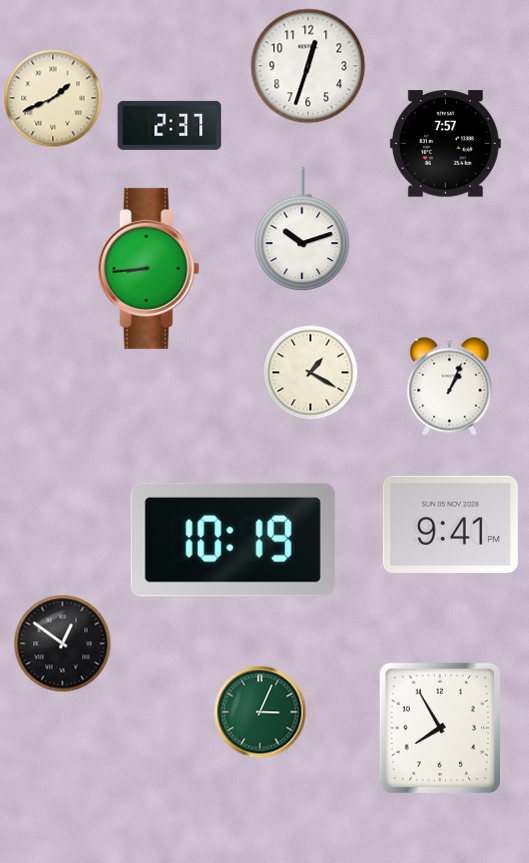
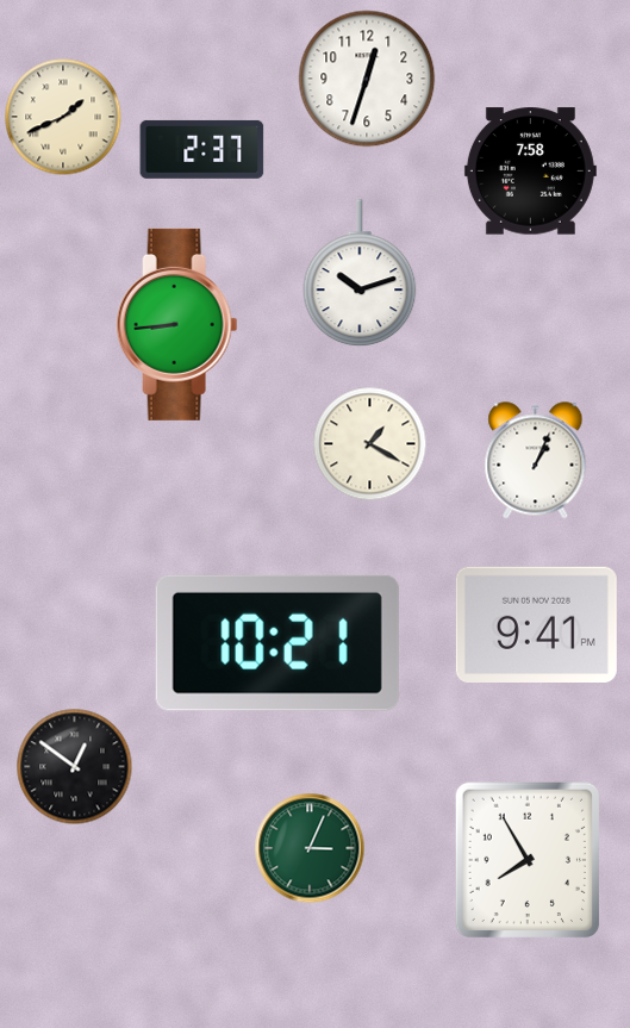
clock at (445, 144): 7:57 -> 7:58
clock at (149, 268) position: (149, 268) -> (177, 324)
clock at (233, 540): 10:19 -> 10:21
clock at (439, 728) position: (439, 728) -> (526, 860)
